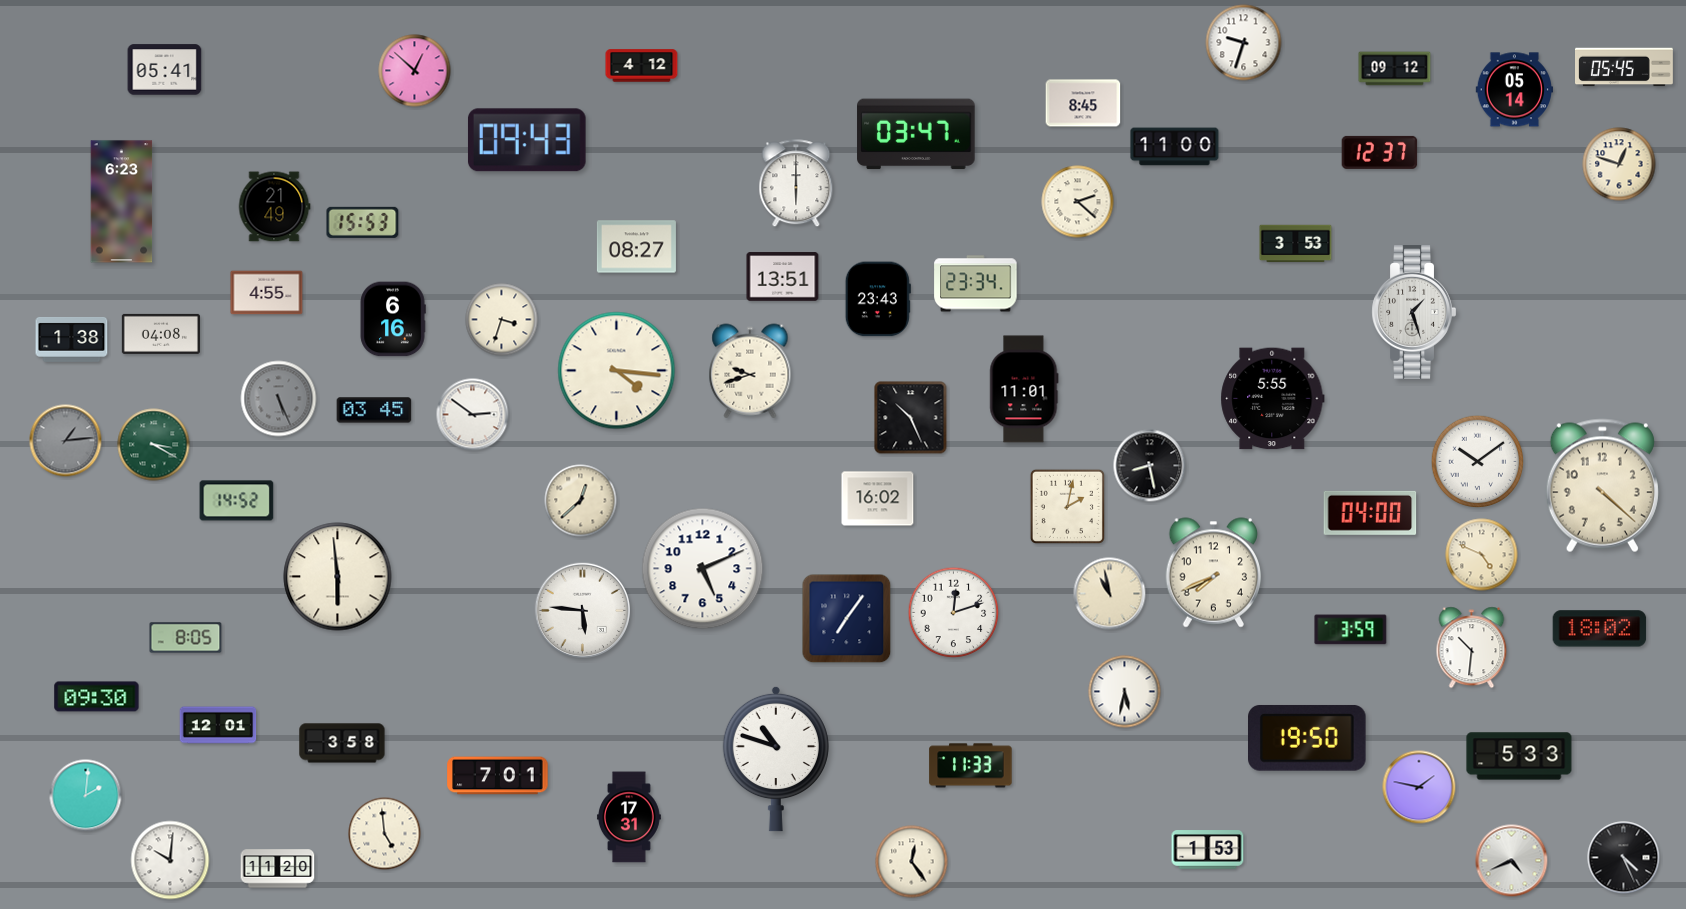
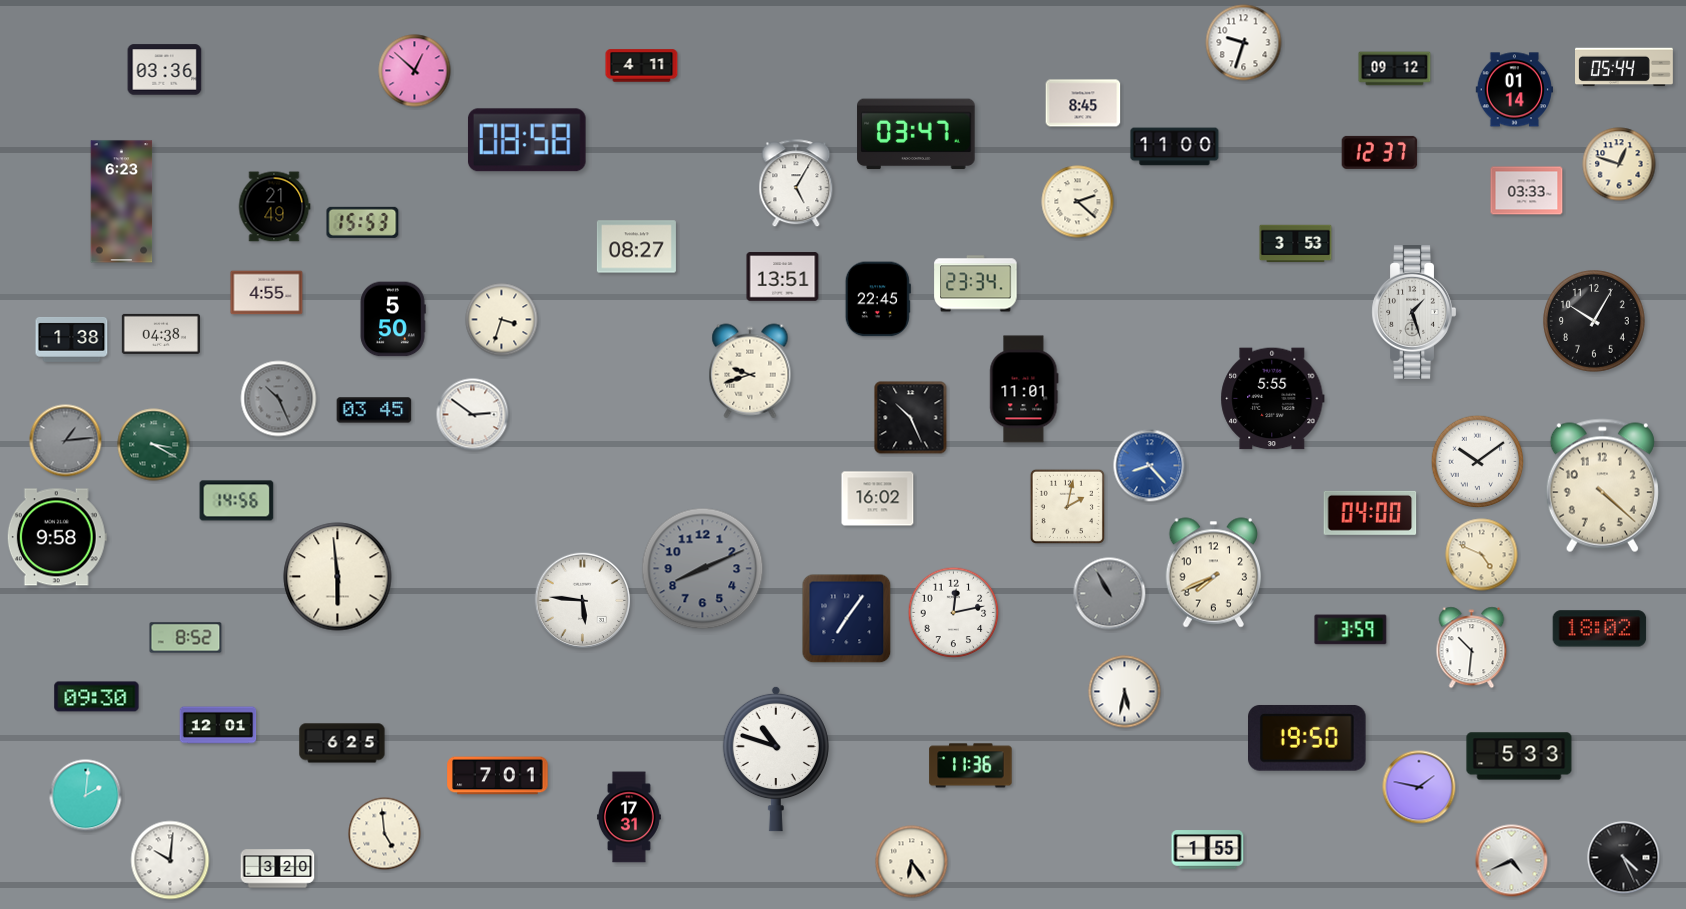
clock at (642, 66): 4:12 -> 4:11
clock at (1625, 67): 05:45 -> 05:44
clock at (165, 70): 05:41 -> 03:36
clock at (1514, 90): 05:14 -> 01:14
clock at (527, 140): 09:43 -> 08:58
clock at (796, 184): 6:00 -> 5:05
clock at (1527, 191): none -> 03:33
clock at (878, 299): 23:43 -> 22:45
clock at (393, 319): 6:16 -> 5:50
clock at (1595, 322): none -> 10:05
clock at (161, 334): 04:08 -> 04:38
clock at (617, 371): 4:16 -> none
clock at (279, 399): 5:26 -> 10:26
clock at (1150, 466): 8:28 -> 8:23
clock at (1150, 466) dial: black -> blue
clock at (237, 501): 14:52 -> 14:56
clock at (581, 501): 12:38 -> none
clock at (57, 537): none -> 9:58
clock at (703, 569): 5:11 -> 8:11
clock at (703, 569) dial: white -> grey
clock at (1110, 594): 10:58 -> 10:55
clock at (1110, 594) dial: cream -> grey
clock at (582, 610) position: (582, 610) -> (582, 600)
clock at (954, 613): 12:12 -> 12:13
clock at (186, 638): 8:05 -> 8:52
clock at (342, 743): 3:58 -> 6:25
clock at (971, 766): 11:33 -> 11:36
clock at (1208, 850): 1:53 -> 1:55
clock at (912, 862): 12:24 -> 6:24
clock at (278, 869): 11:20 -> 3:20
